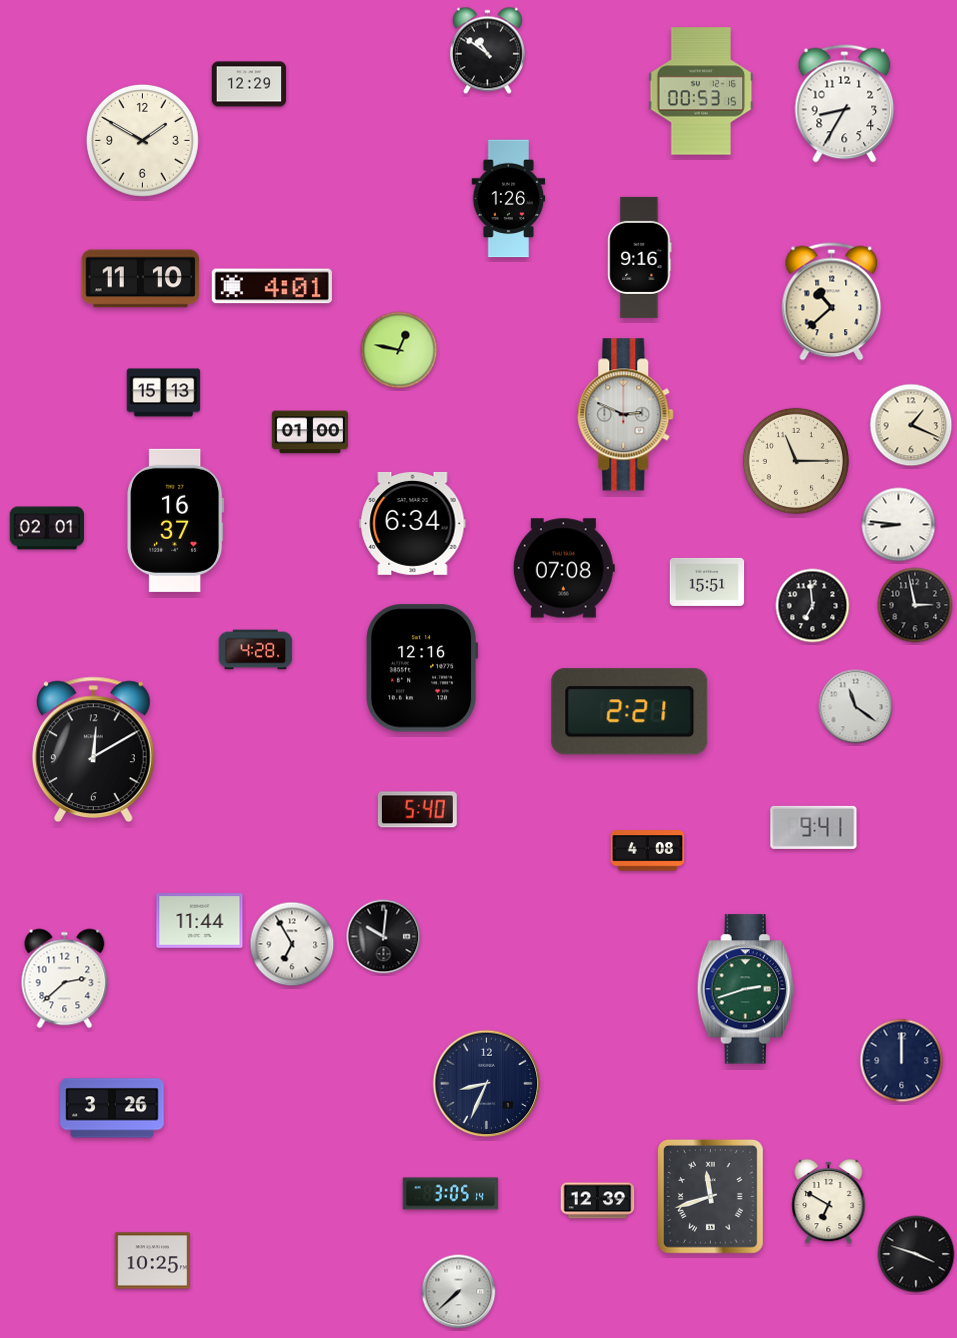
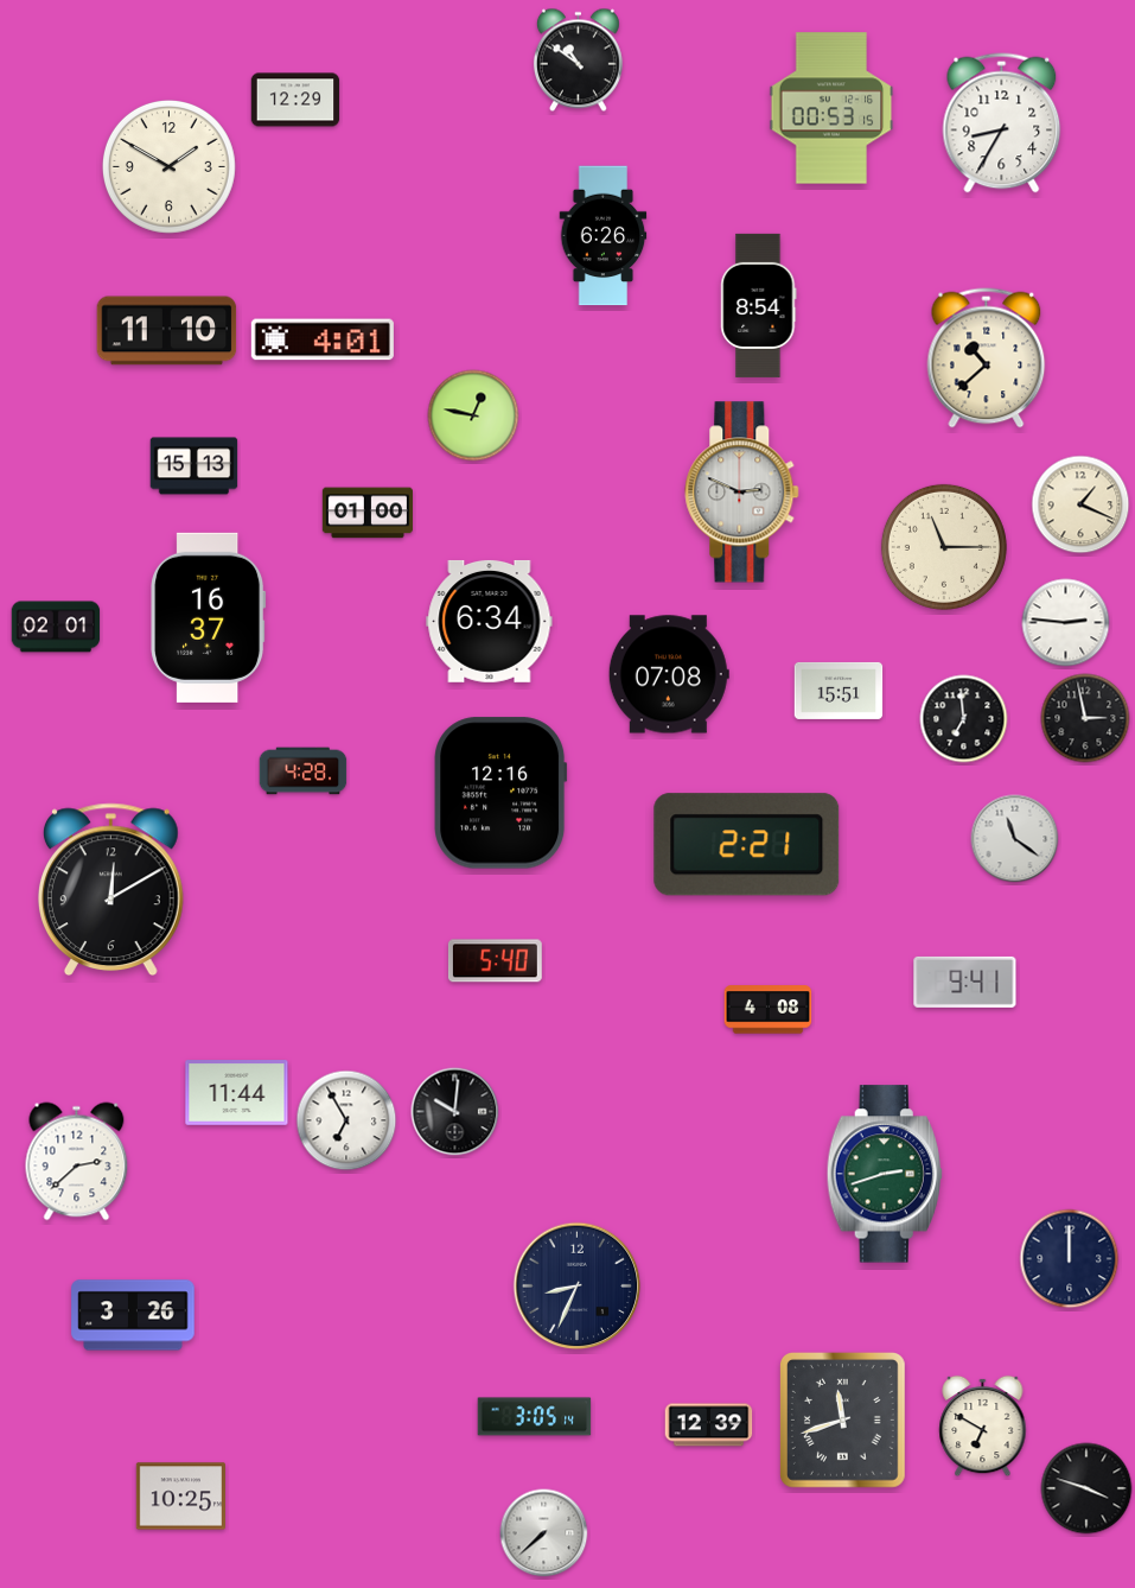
clock at (509, 199): 1:26 -> 6:26
clock at (640, 257): 9:16 -> 8:54
clock at (899, 525): 8:46 -> 2:46
